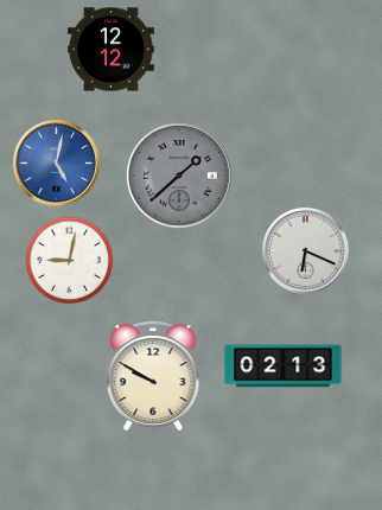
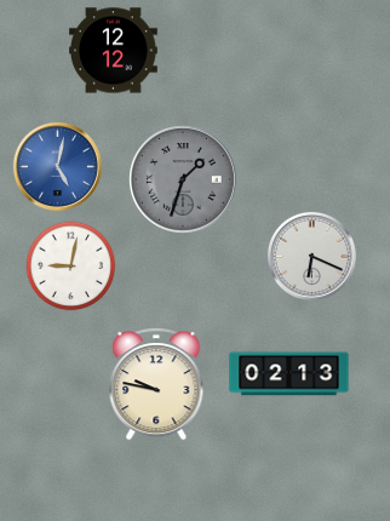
clock at (180, 177): 1:38 -> 1:33
clock at (153, 376): 9:50 -> 9:47
